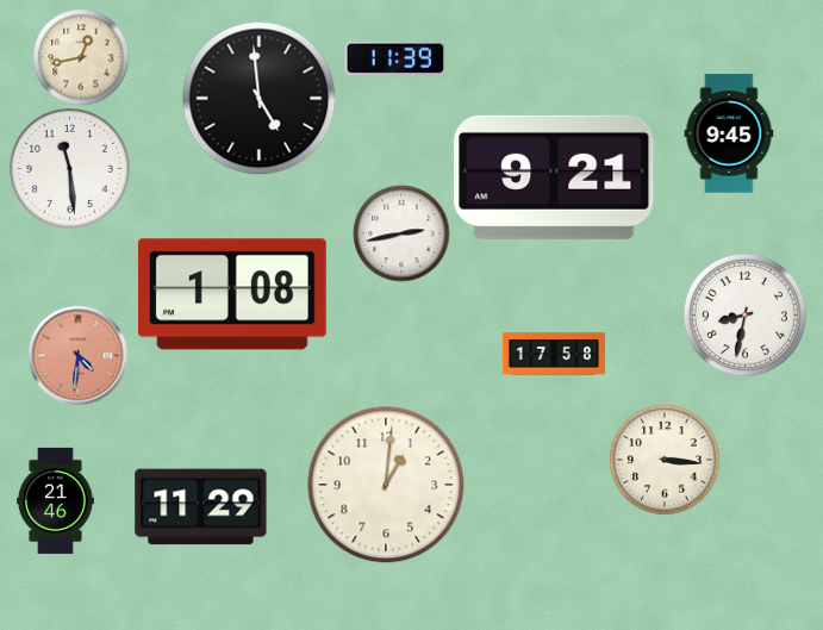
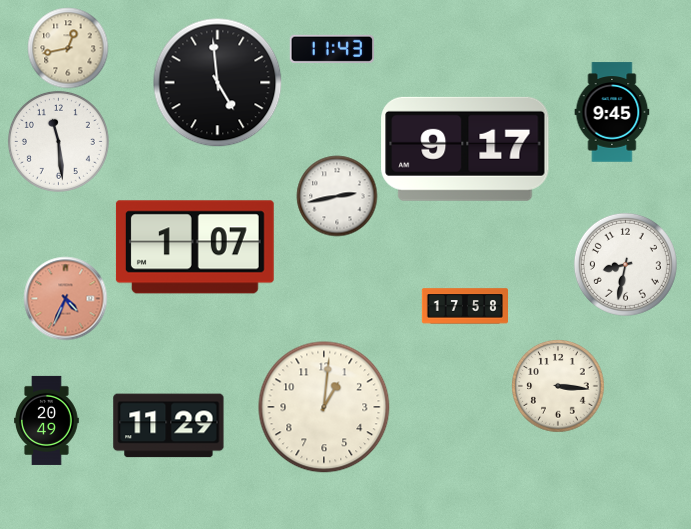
clock at (395, 58): 11:39 -> 11:43
clock at (554, 177): 9:21 -> 9:17
clock at (232, 294): 1:08 -> 1:07
clock at (553, 354) position: (553, 354) -> (464, 306)
clock at (77, 355): 4:31 -> 4:34
clock at (56, 500): 21:46 -> 20:49
